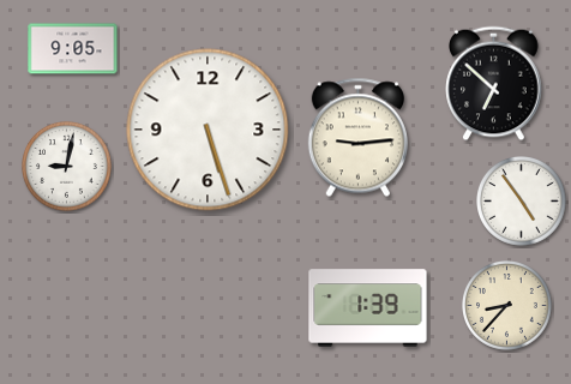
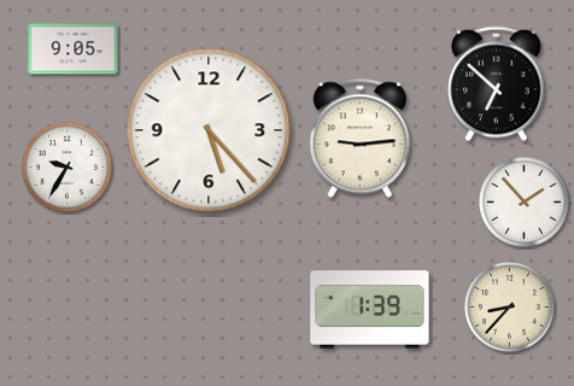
clock at (208, 130): 5:27 -> 5:23
clock at (67, 167): 9:02 -> 9:35
clock at (522, 202): 4:54 -> 1:53
